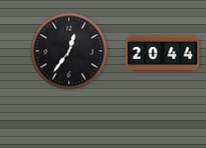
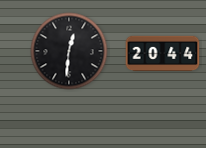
clock at (69, 51): 12:36 -> 12:31
